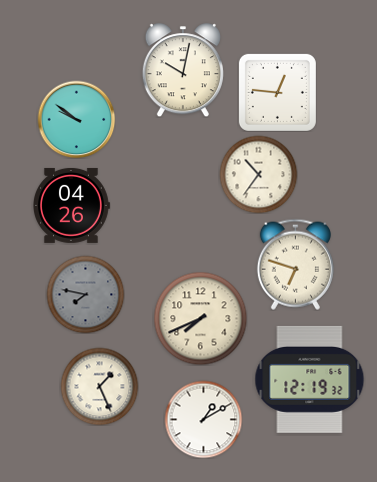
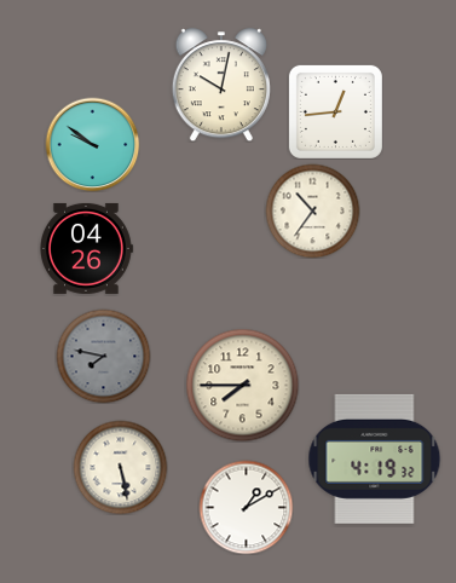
clock at (277, 92): 12:46 -> 12:44
clock at (295, 264): 6:48 -> none
clock at (200, 318): 7:41 -> 7:45
clock at (310, 379): 12:19 -> 4:19
clock at (99, 386): 1:26 -> 5:28
